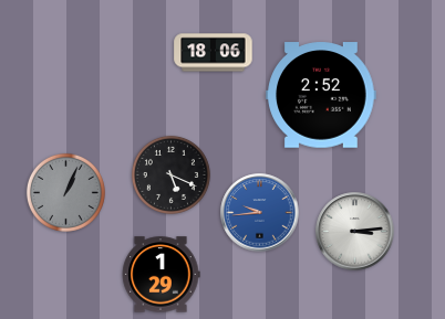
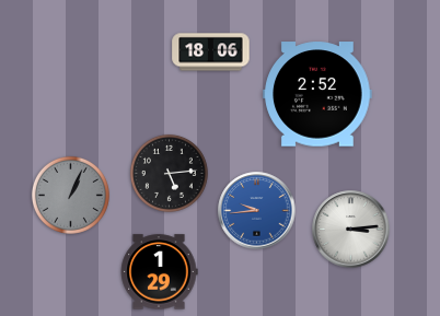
clock at (170, 174): 5:19 -> 5:14
clock at (65, 192) position: (65, 192) -> (70, 195)
